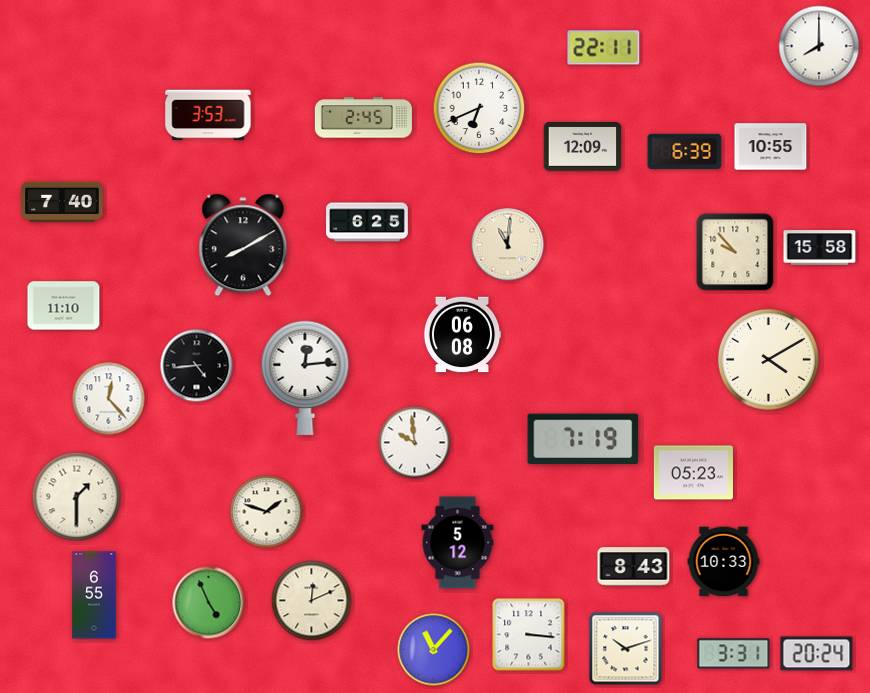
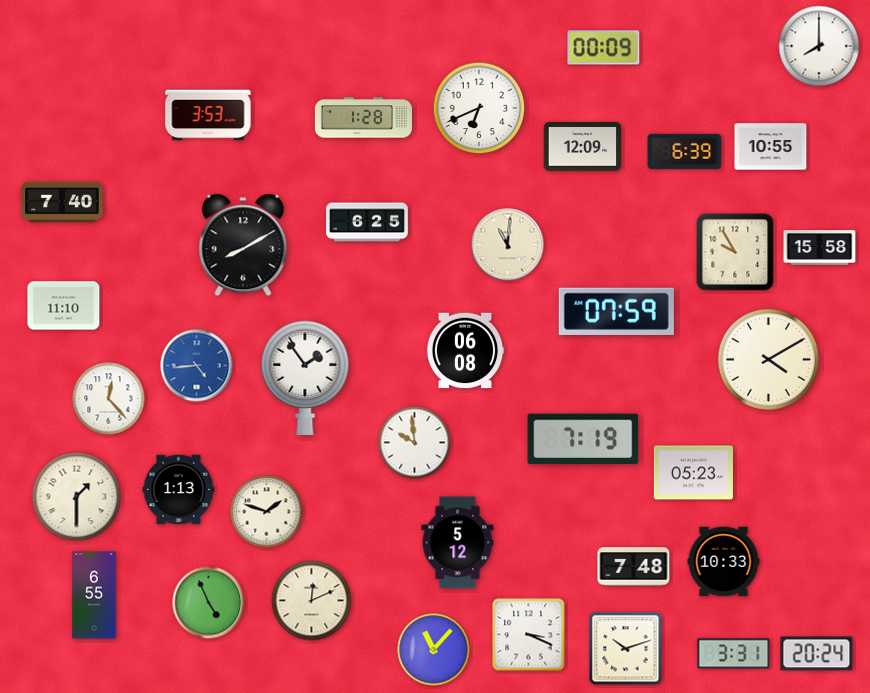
clock at (604, 48): 22:11 -> 00:09
clock at (363, 118): 2:45 -> 1:28
clock at (735, 252): 9:53 -> 9:55
clock at (616, 311): none -> 07:59
clock at (462, 335) position: (462, 335) -> (465, 351)
clock at (197, 366) dial: black -> blue
clock at (305, 378): 12:14 -> 1:54
clock at (179, 490): none -> 1:13
clock at (634, 567): 8:43 -> 7:48
clock at (529, 635): 3:16 -> 3:19
